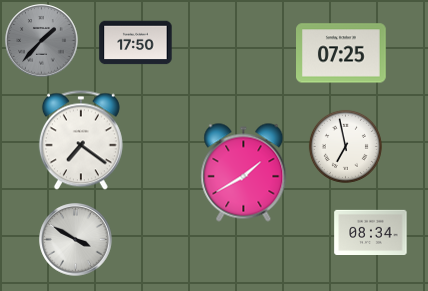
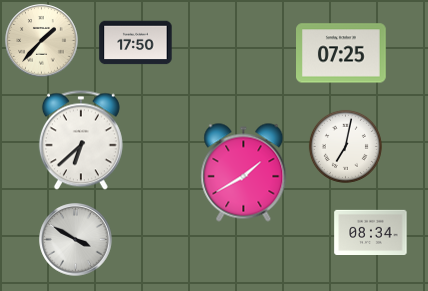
clock at (42, 41) dial: grey -> cream
clock at (81, 140): 7:21 -> 6:38
clock at (345, 146): 6:58 -> 7:02
